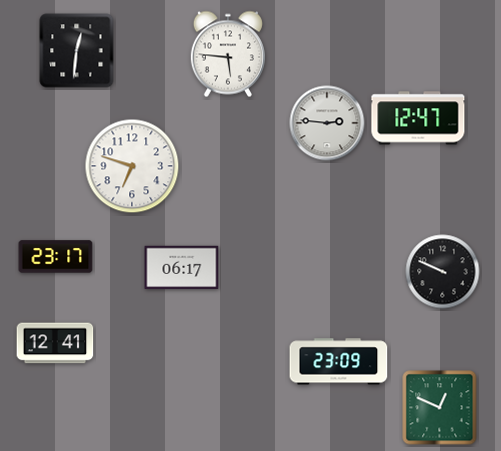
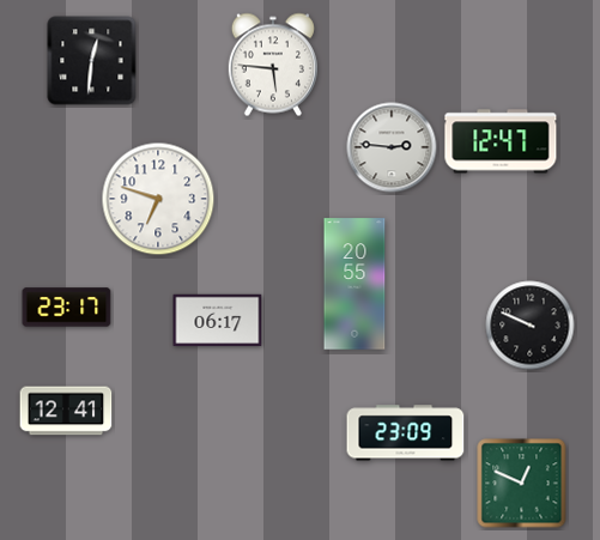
clock at (354, 284): none -> 20:55
clock at (440, 408) position: (440, 408) -> (522, 484)
